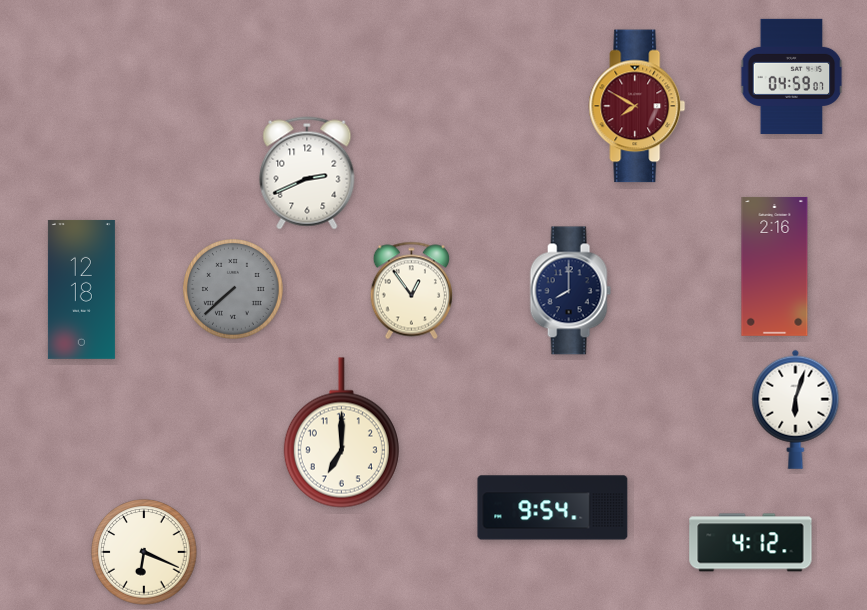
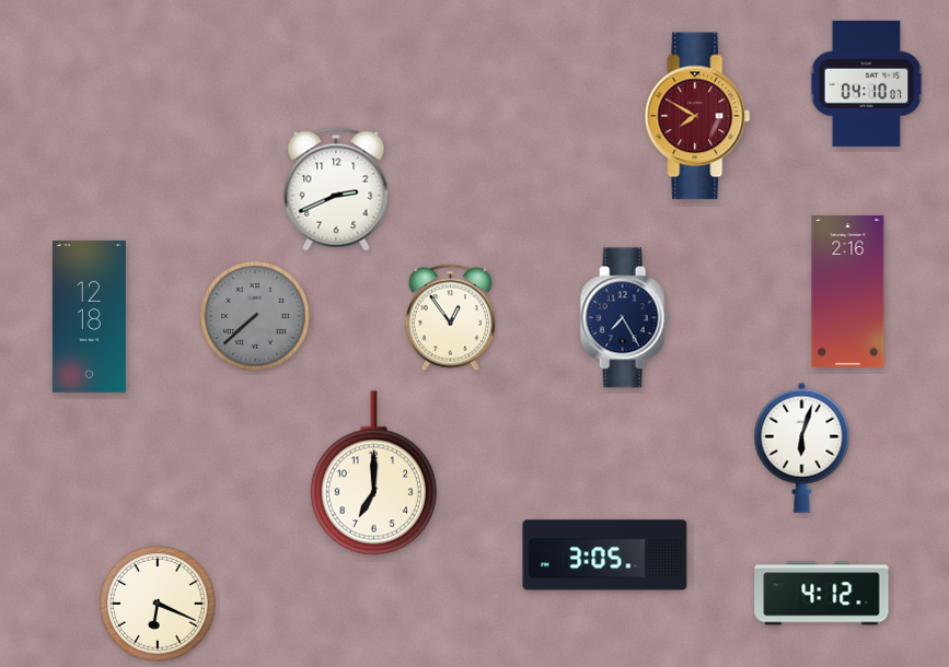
clock at (792, 76): 04:59 -> 04:10
clock at (570, 291): 8:00 -> 7:25
clock at (796, 409) position: (796, 409) -> (802, 447)
clock at (553, 508): 9:54 -> 3:05
